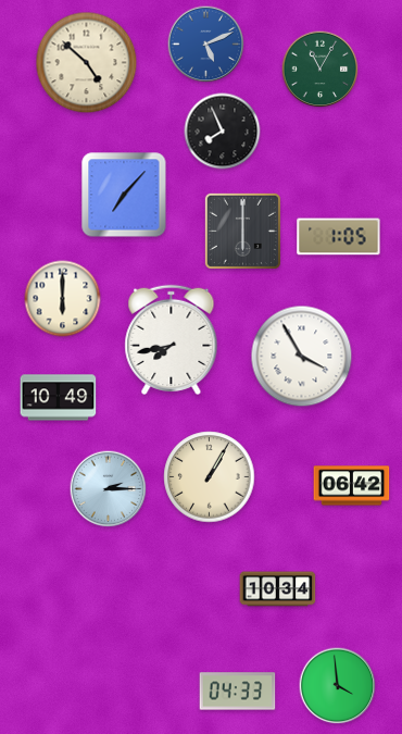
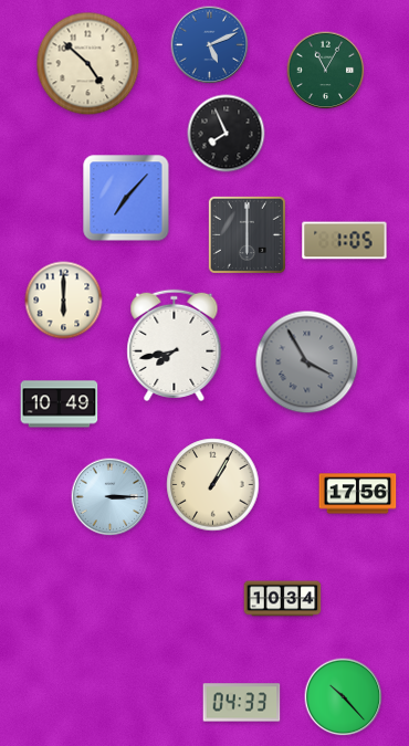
clock at (63, 299) position: (63, 299) -> (64, 301)
clock at (302, 357) dial: white -> grey
clock at (352, 486): 06:42 -> 17:56
clock at (109, 489): 2:15 -> 3:15
clock at (338, 686): 3:59 -> 10:23
